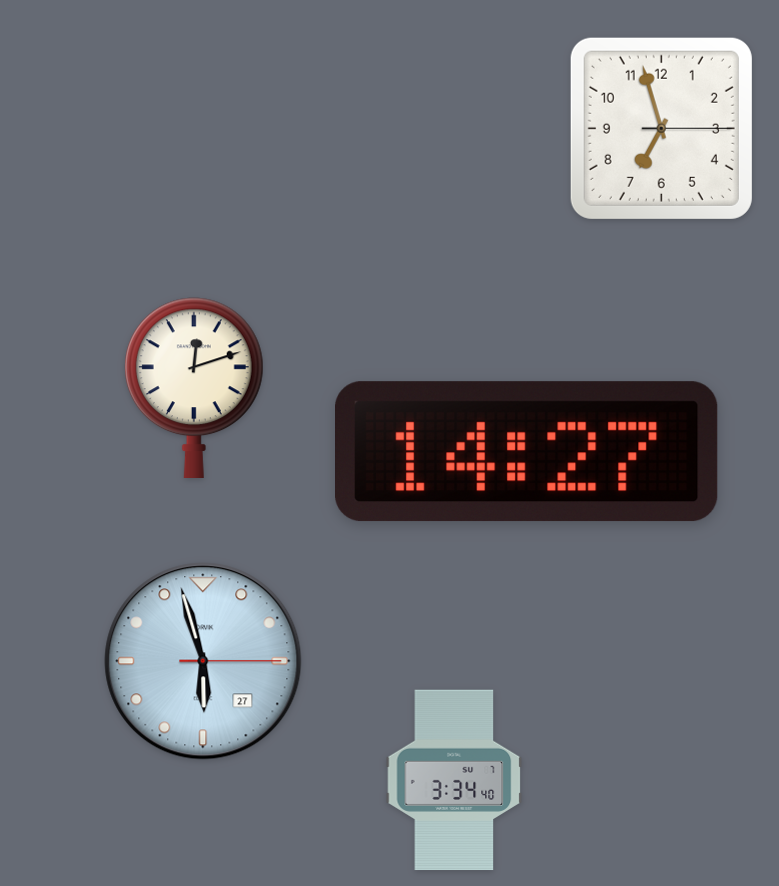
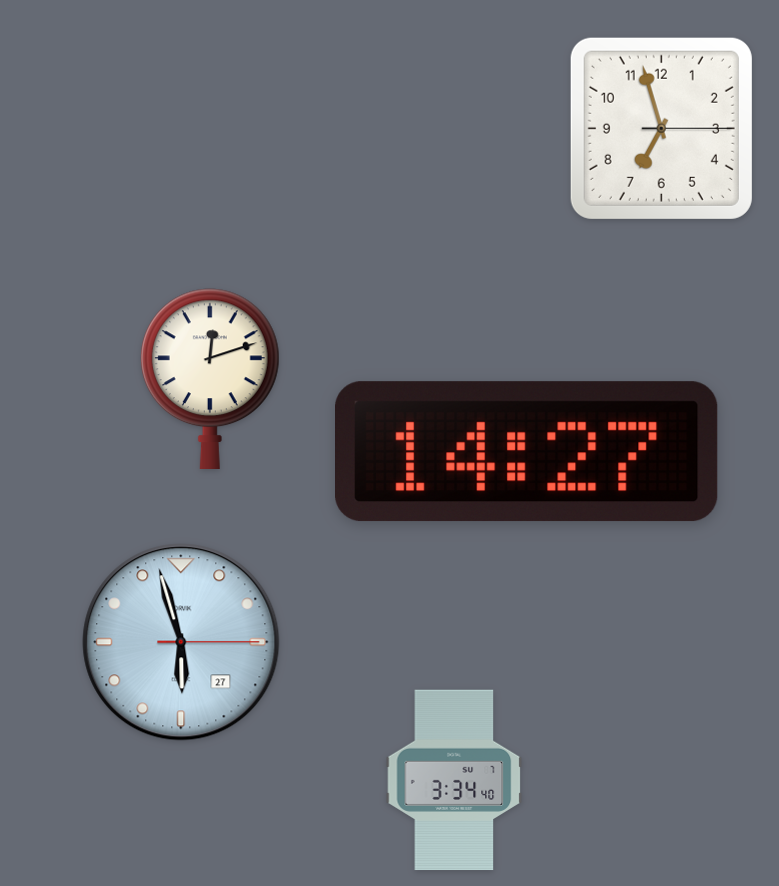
clock at (194, 387) position: (194, 387) -> (210, 378)
clock at (203, 661) position: (203, 661) -> (181, 642)
